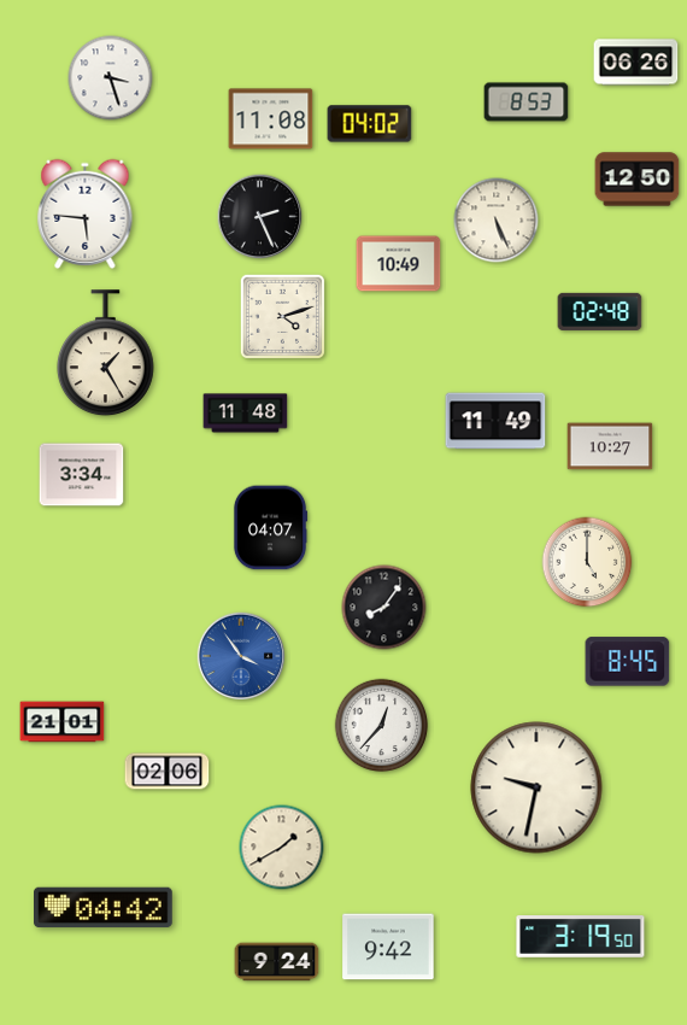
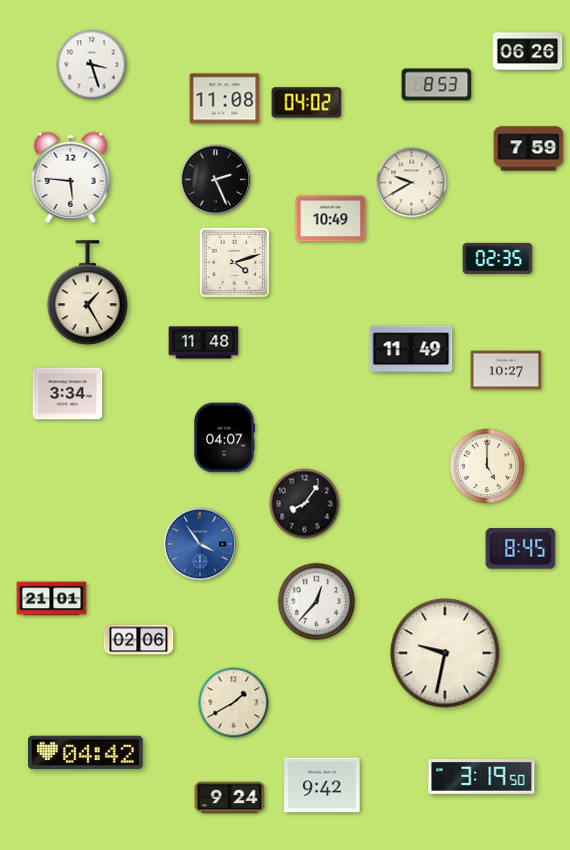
clock at (638, 180): 12:50 -> 7:59
clock at (497, 221): 5:26 -> 9:40
clock at (600, 311): 02:48 -> 02:35
clock at (384, 608) position: (384, 608) -> (305, 504)
